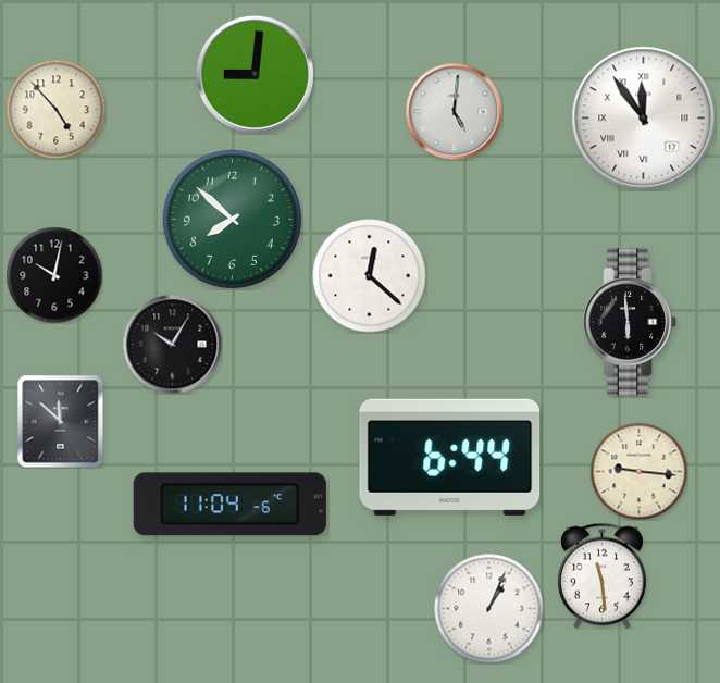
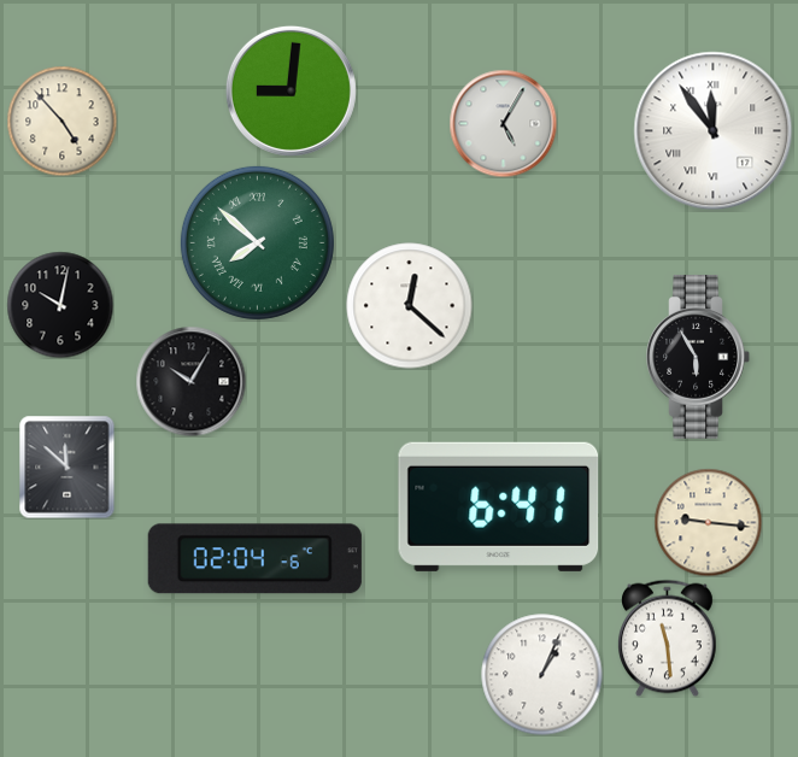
clock at (255, 74) position: (255, 74) -> (291, 90)
clock at (454, 111): 5:01 -> 5:05
clock at (232, 219) numerals: Arabic -> Roman
clock at (630, 322): 5:59 -> 5:55
clock at (450, 457): 6:44 -> 6:41
clock at (229, 505): 11:04 -> 02:04
